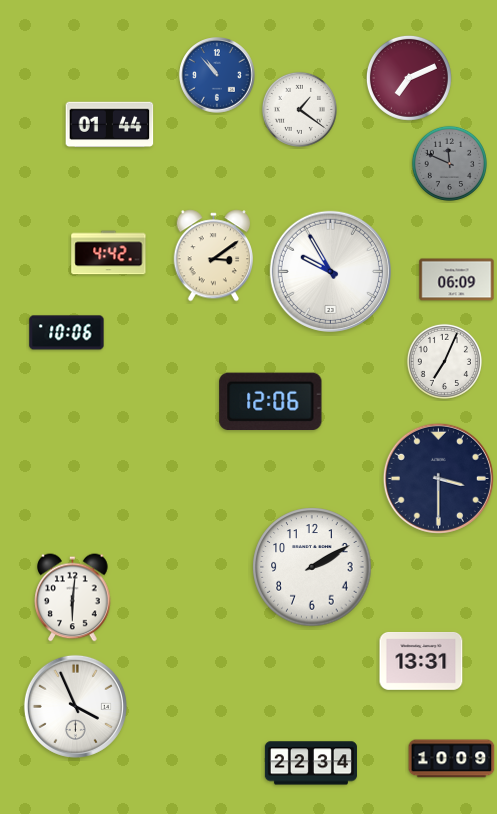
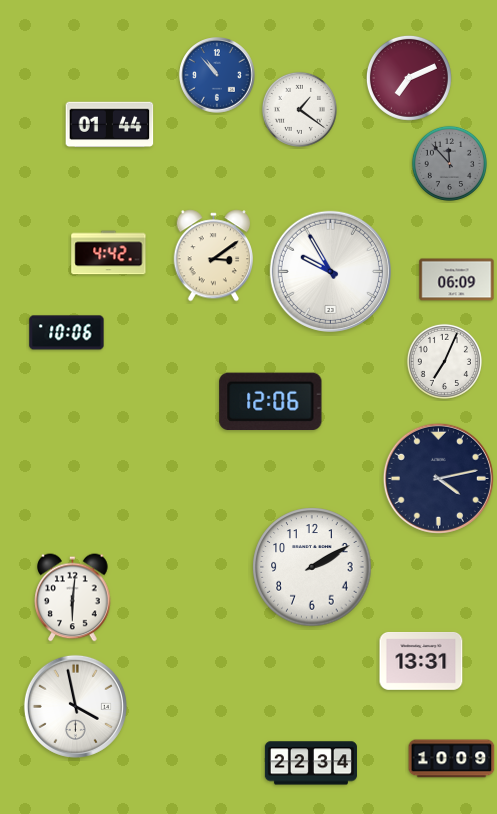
clock at (449, 163): 11:49 -> 11:53
clock at (438, 478): 3:30 -> 4:13
clock at (75, 706): 3:56 -> 3:58
